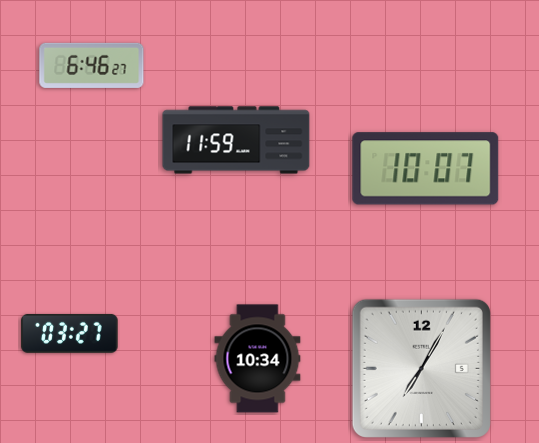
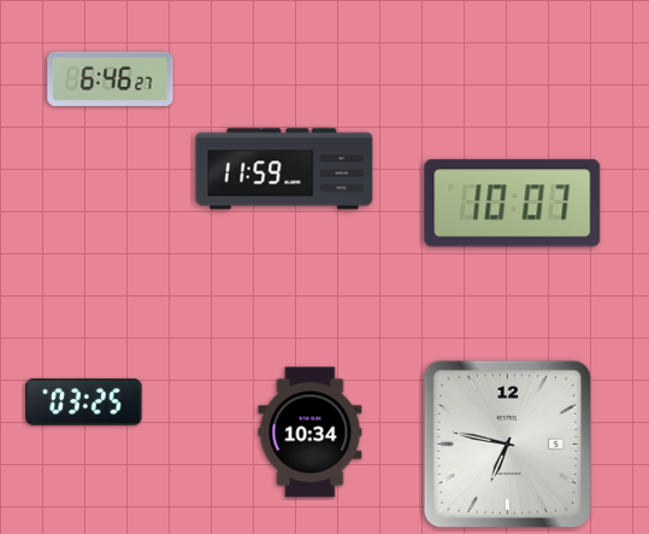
clock at (70, 333): 03:27 -> 03:25
clock at (421, 368): 7:05 -> 6:47
